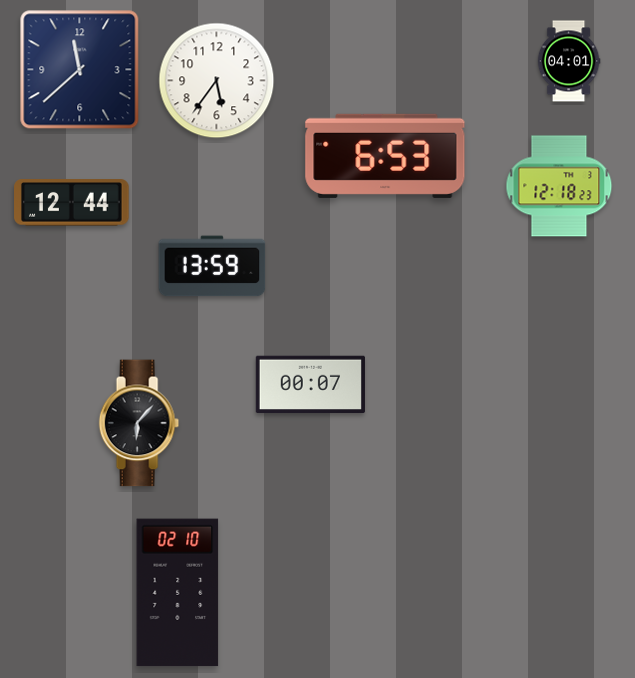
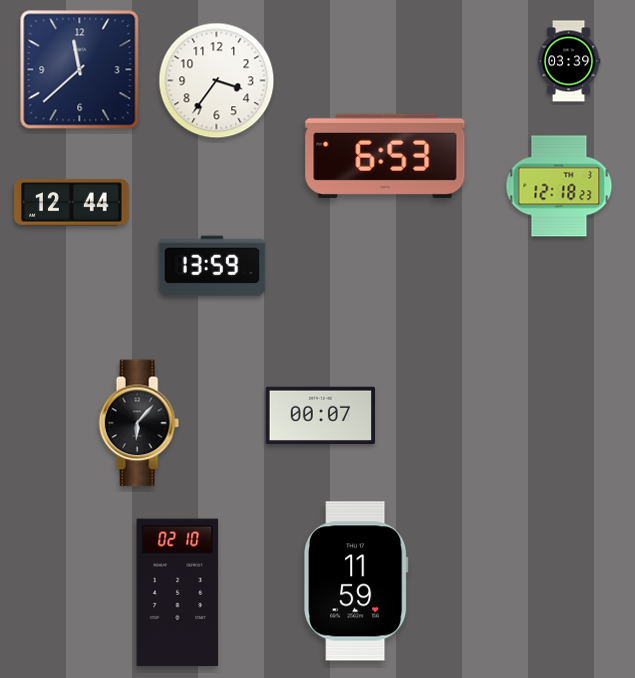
clock at (569, 61): 04:01 -> 03:39
clock at (217, 81): 5:36 -> 3:36
clock at (310, 385) position: (310, 385) -> (320, 416)
clock at (357, 581): none -> 11:59
